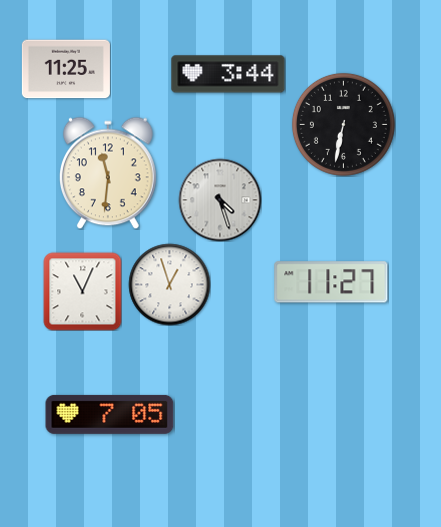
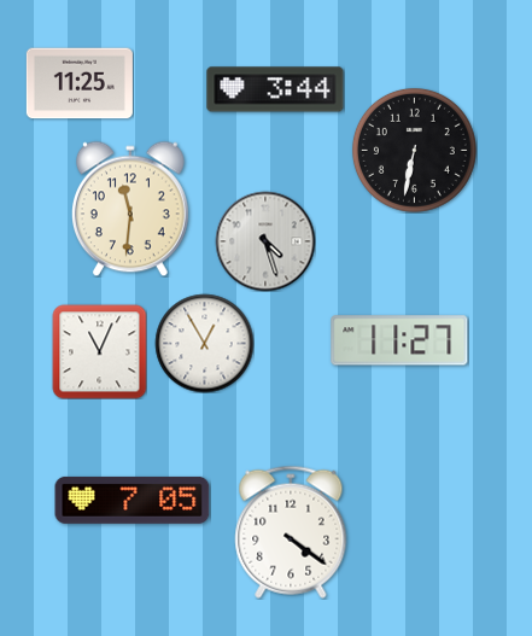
clock at (169, 284): 12:57 -> 12:55
clock at (291, 532): none -> 4:21
